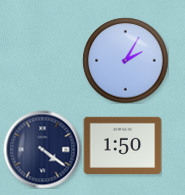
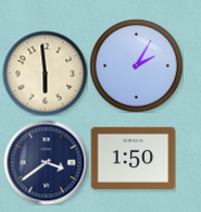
clock at (45, 73): none -> 5:59
clock at (42, 149): 4:21 -> 3:39
